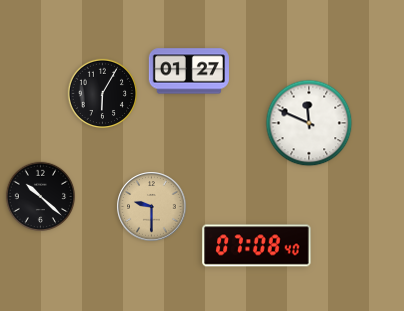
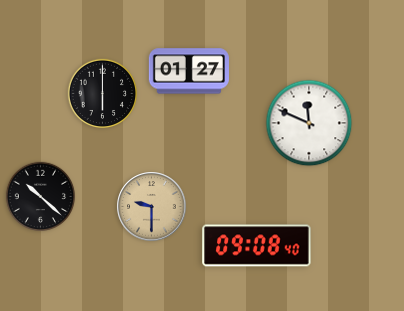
clock at (103, 94): 6:05 -> 6:00
clock at (257, 246): 07:08 -> 09:08
